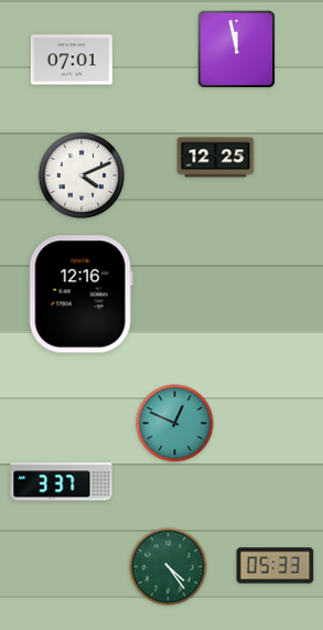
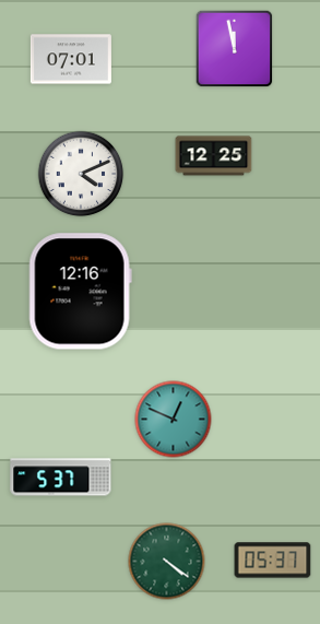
clock at (62, 482): 3:37 -> 5:37
clock at (276, 566): 05:33 -> 05:37
clock at (169, 567): 4:24 -> 4:21
